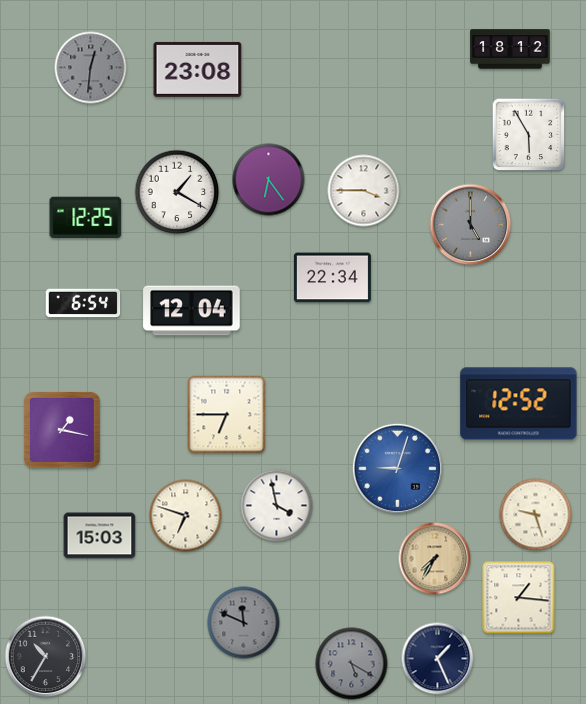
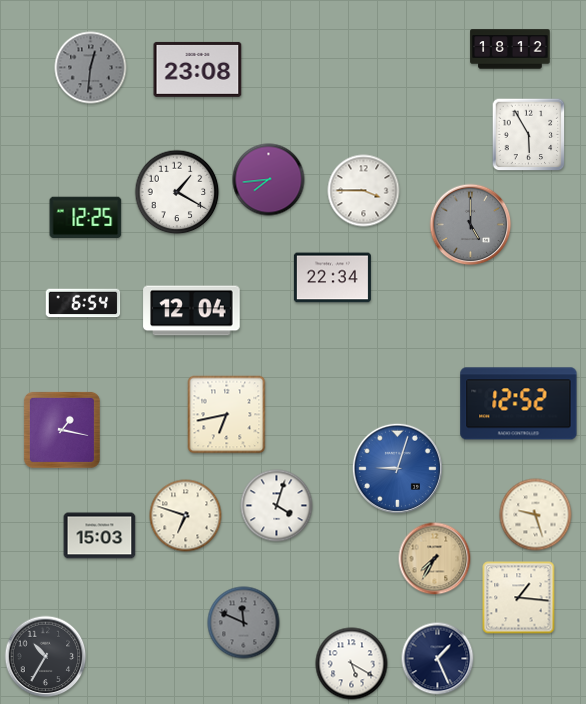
clock at (269, 180): 6:24 -> 7:44
clock at (227, 415): 6:45 -> 6:43
clock at (277, 506): 3:58 -> 4:03
clock at (352, 664) dial: grey -> white
